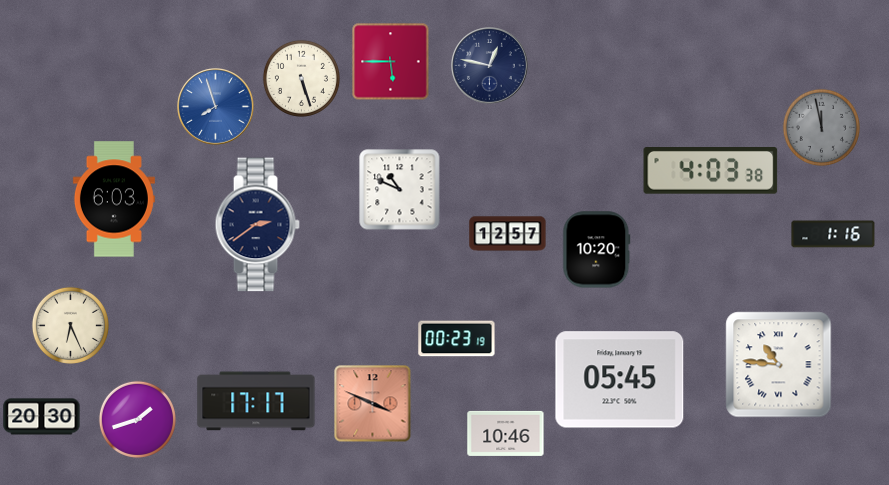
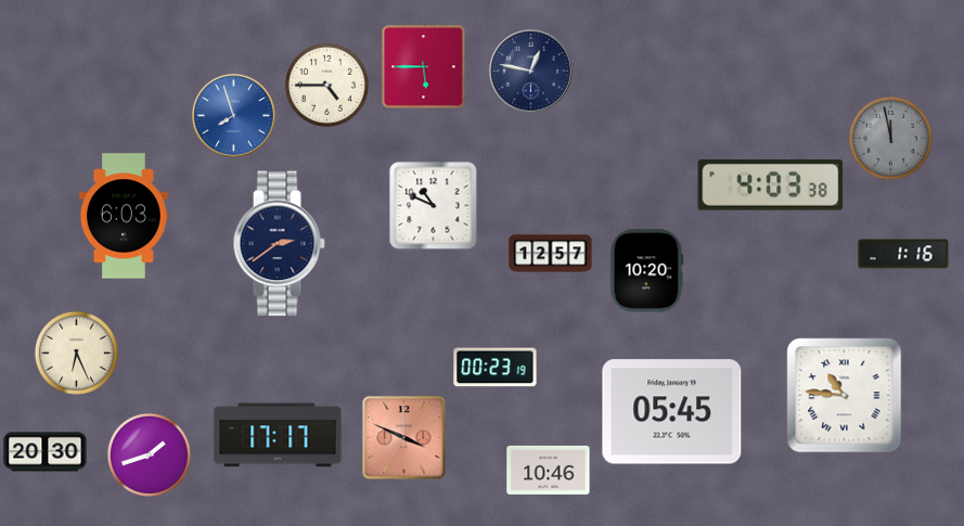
clock at (301, 78): 5:27 -> 4:45
